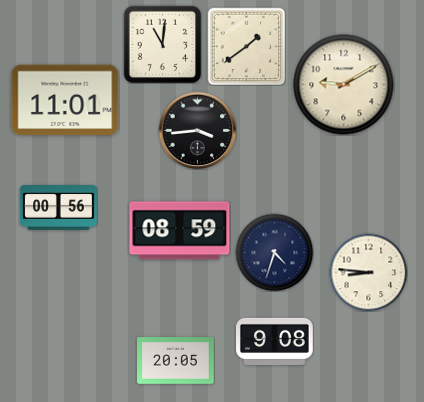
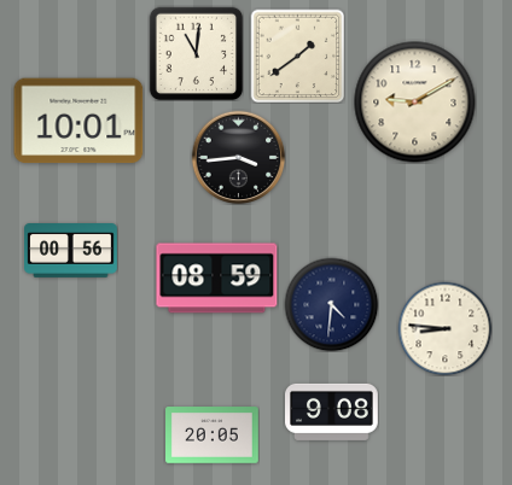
clock at (65, 100): 11:01 -> 10:01
clock at (274, 252): 4:33 -> 4:31
